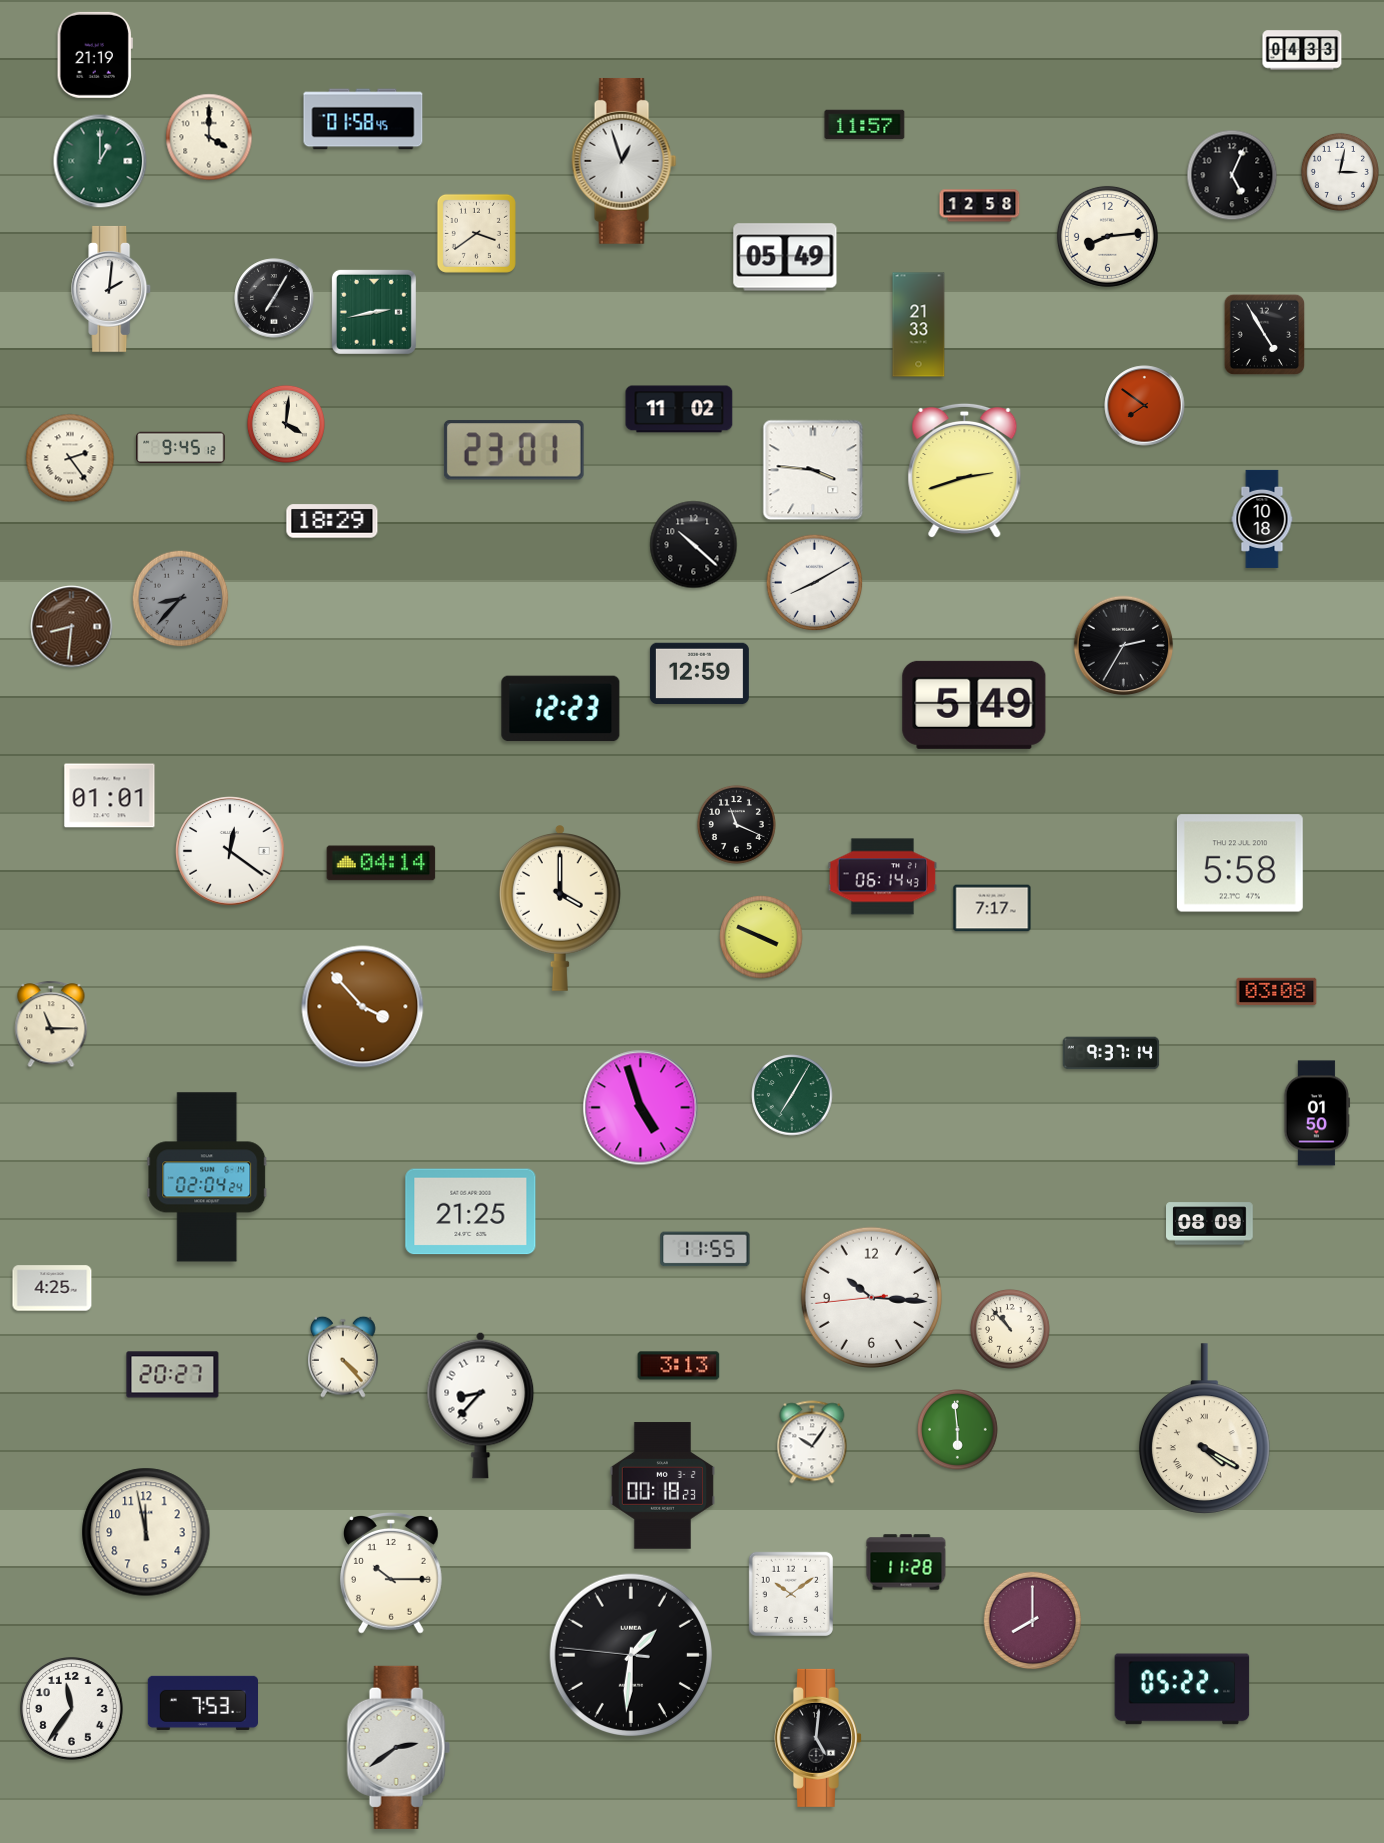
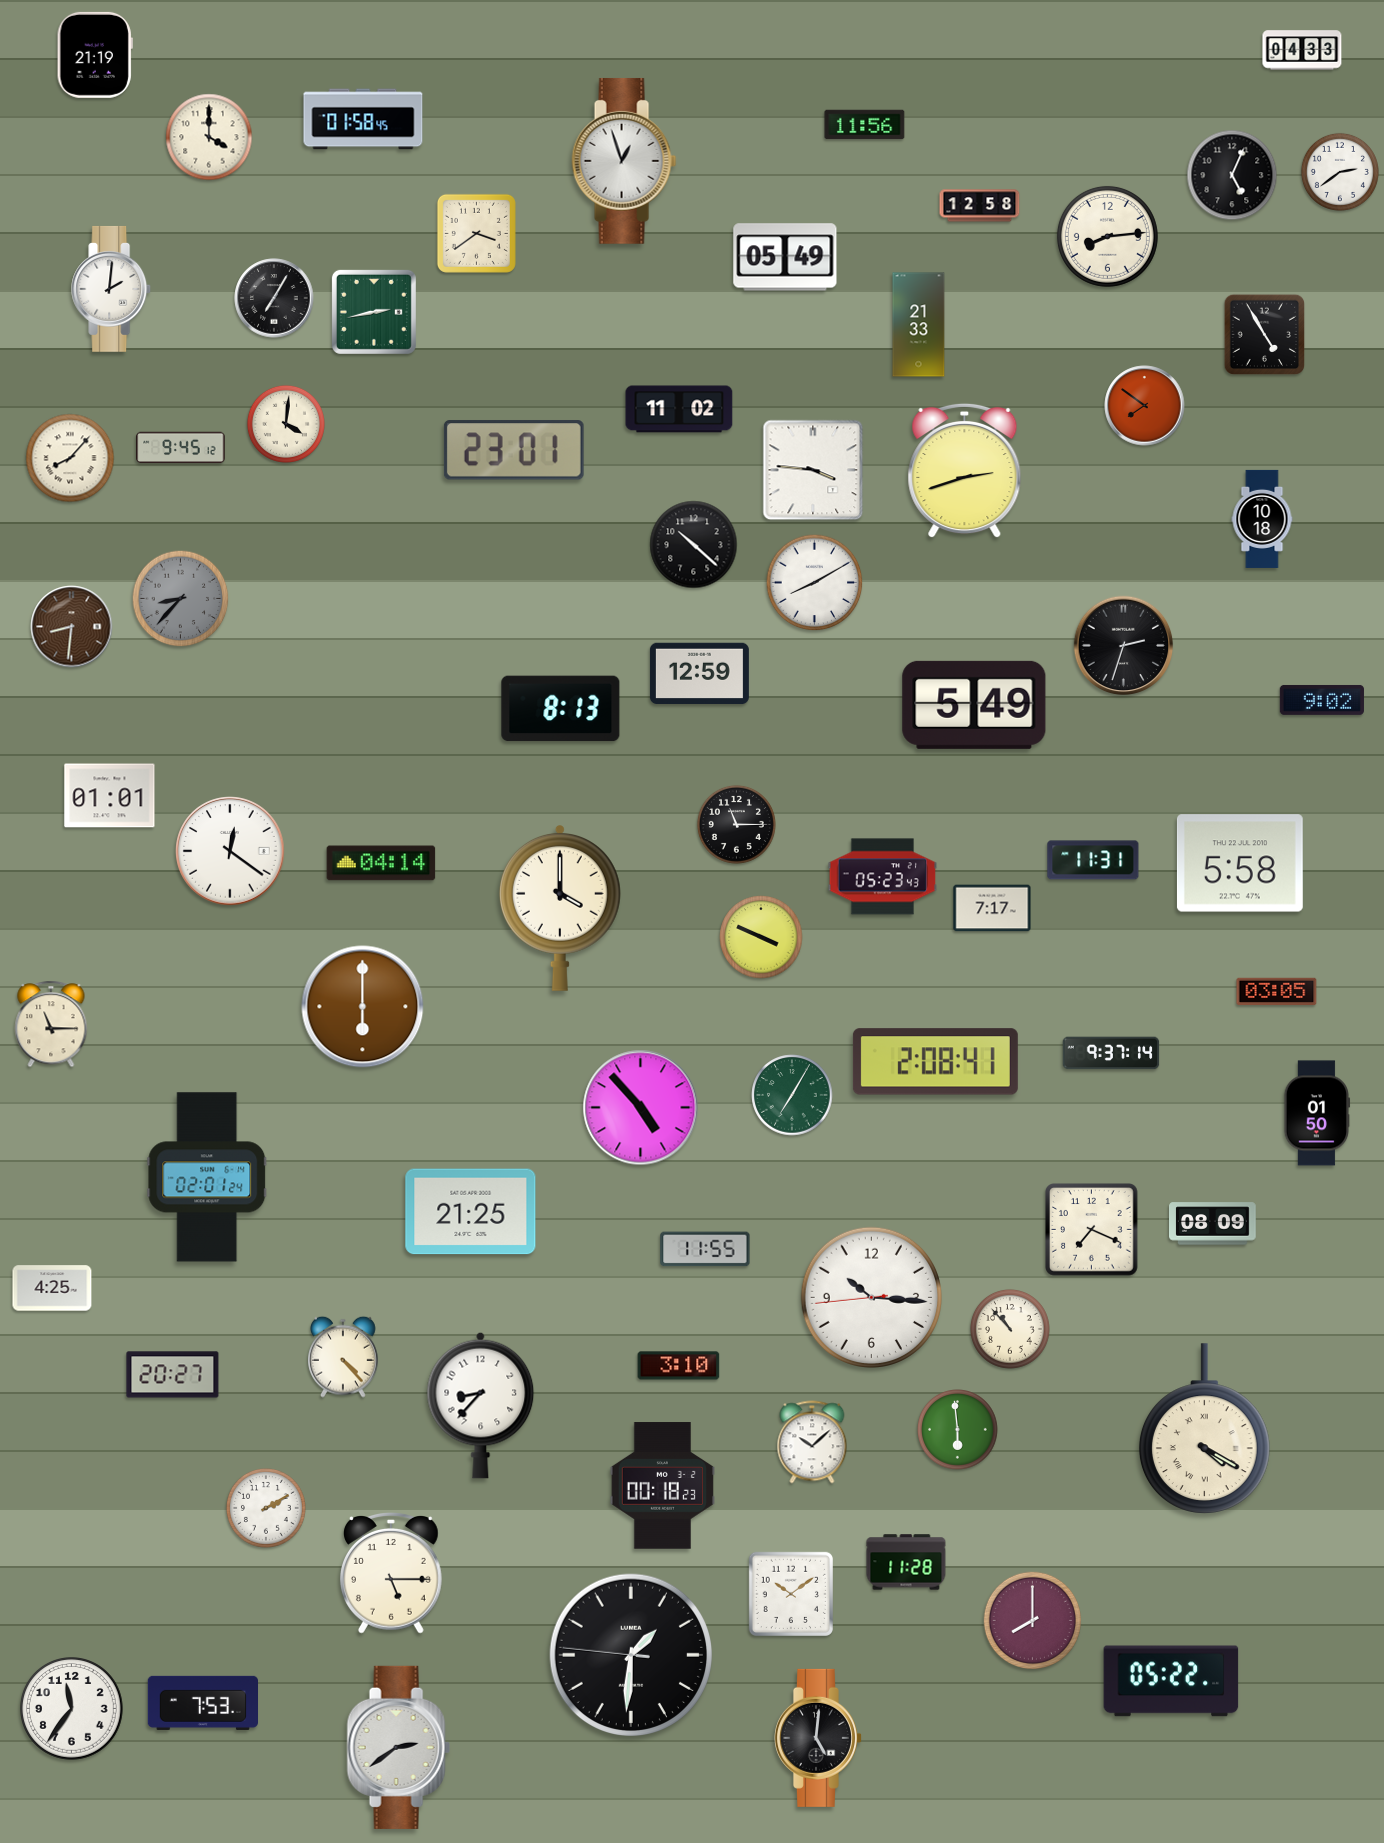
clock at (865, 125): 11:57 -> 11:56
clock at (100, 161): 1:00 -> none
clock at (1340, 172): 3:02 -> 2:39
clock at (70, 458): 2:24 -> 8:07
clock at (332, 521): 18:29 -> none
clock at (1124, 646): 2:35 -> 2:33
clock at (1322, 700): none -> 9:02
clock at (561, 709): 12:23 -> 8:13
clock at (736, 824): 11:19 -> 11:15
clock at (1093, 860): none -> 11:31
clock at (883, 877): 06:14 -> 05:23
clock at (1277, 992): 03:08 -> 03:05
clock at (363, 1007): 3:53 -> 6:00
clock at (935, 1062): none -> 2:08
clock at (641, 1108): 4:57 -> 4:53
clock at (207, 1177): 02:04 -> 02:01
clock at (1210, 1224) position: (1210, 1224) -> (1213, 1224)
clock at (1092, 1230): none -> 7:19
clock at (679, 1366): 3:13 -> 3:10
clock at (812, 1442): 10:06 -> 10:08
clock at (266, 1508): none -> 2:10
clock at (146, 1532): 11:58 -> none
clock at (391, 1574): 10:15 -> 5:15
clock at (1182, 1689) position: (1182, 1689) -> (1171, 1681)
